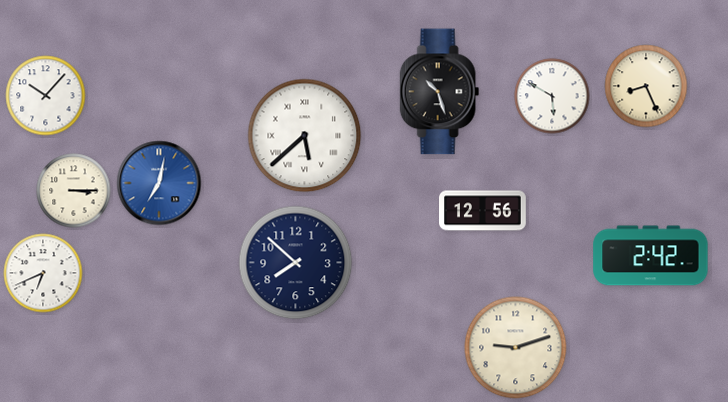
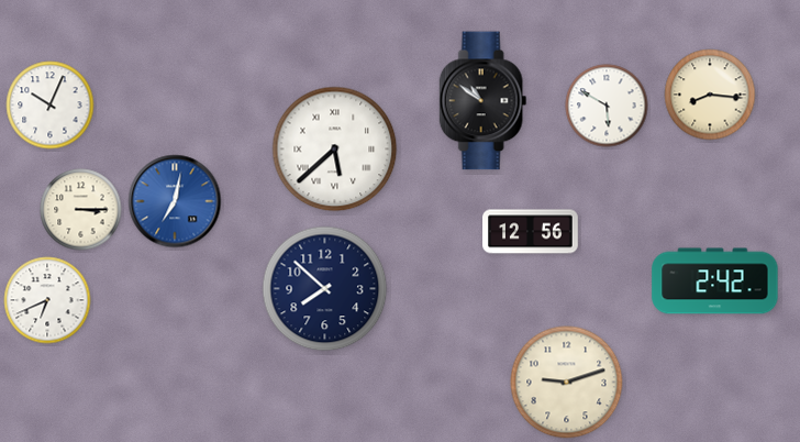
clock at (646, 86): 8:26 -> 8:16
clock at (440, 92): 10:27 -> 10:51
clock at (46, 96): 10:07 -> 10:04
